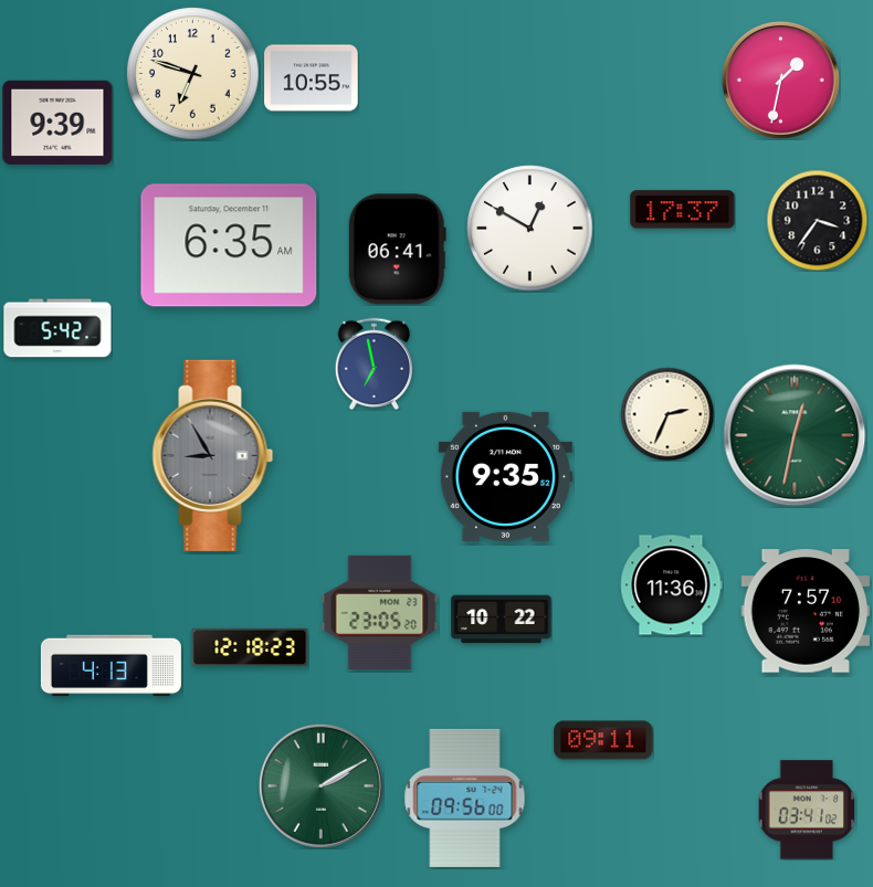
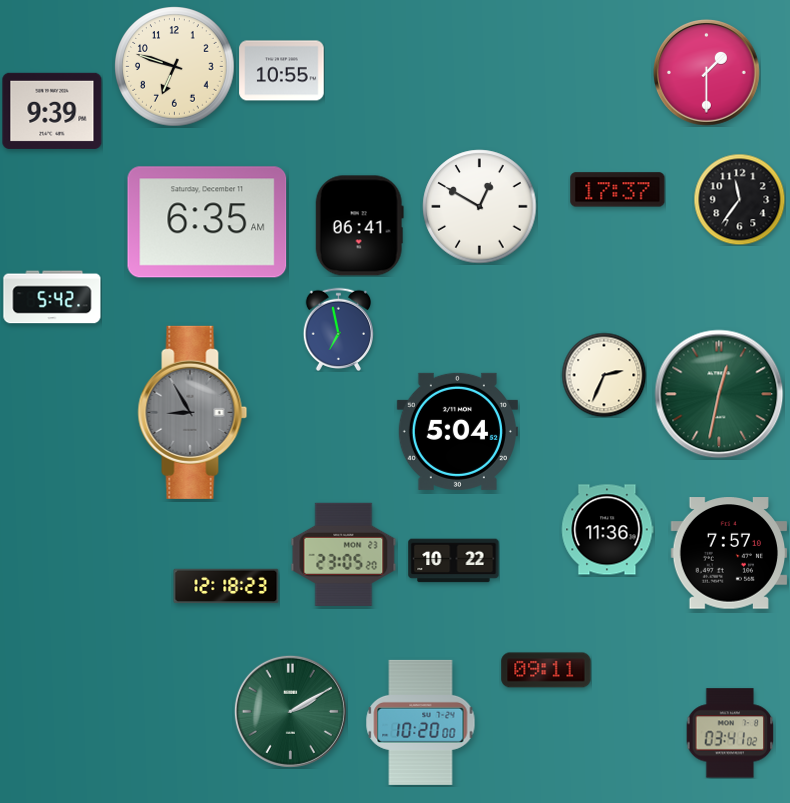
clock at (781, 81): 1:32 -> 1:30
clock at (817, 220): 3:36 -> 11:36
clock at (505, 476): 9:35 -> 5:04
clock at (111, 666): 4:13 -> none
clock at (465, 798): 09:56 -> 10:20
